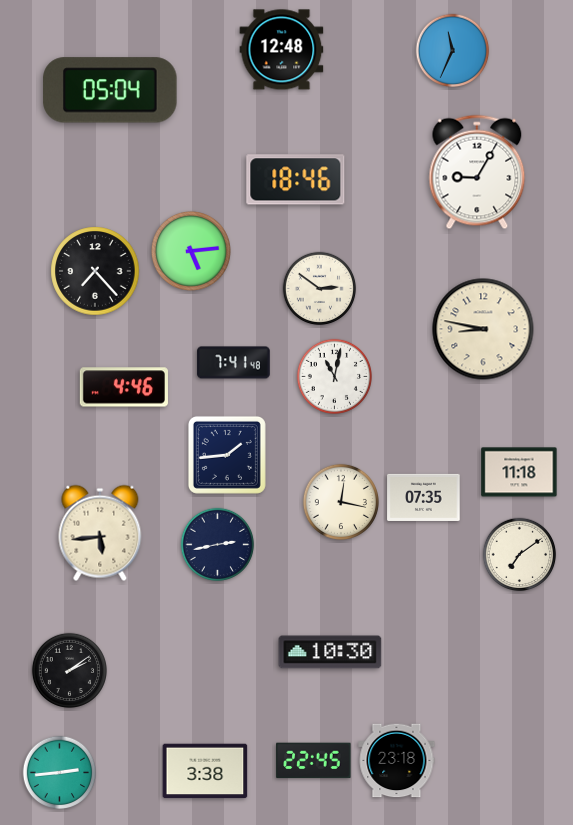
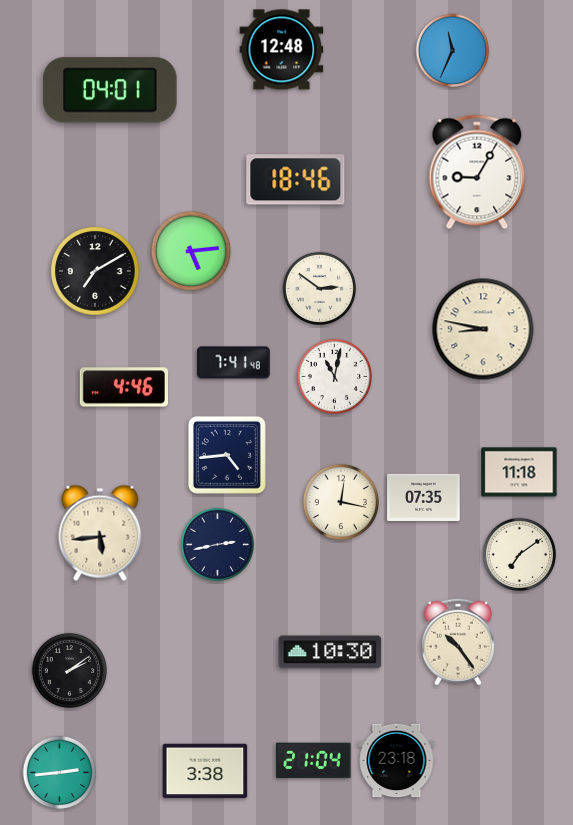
clock at (110, 90): 05:04 -> 04:01
clock at (95, 271): 7:23 -> 7:10
clock at (227, 455): 1:44 -> 4:44
clock at (458, 642): none -> 10:24
clock at (314, 761): 22:45 -> 21:04
